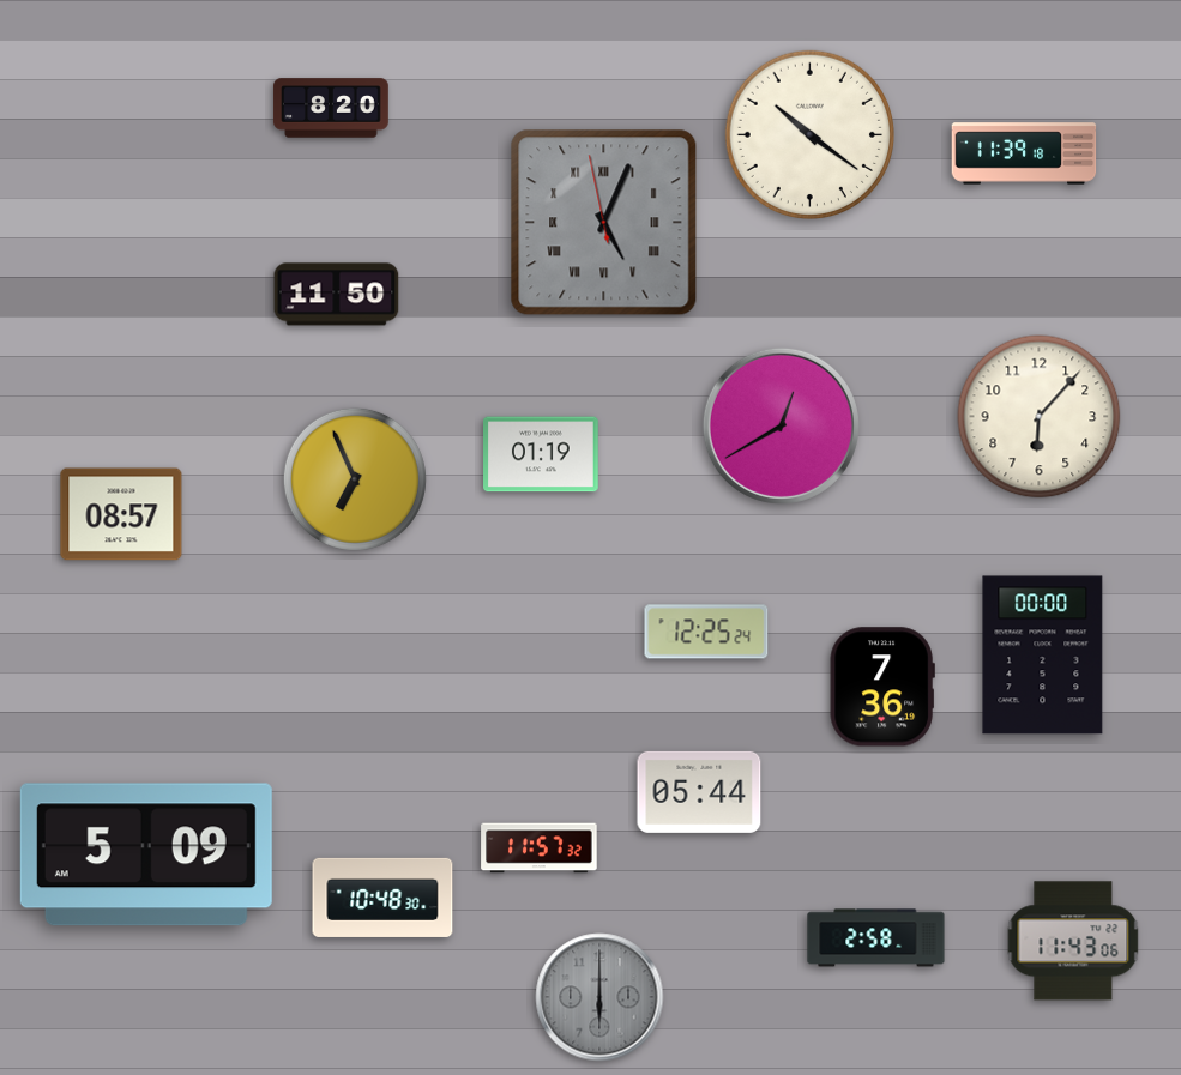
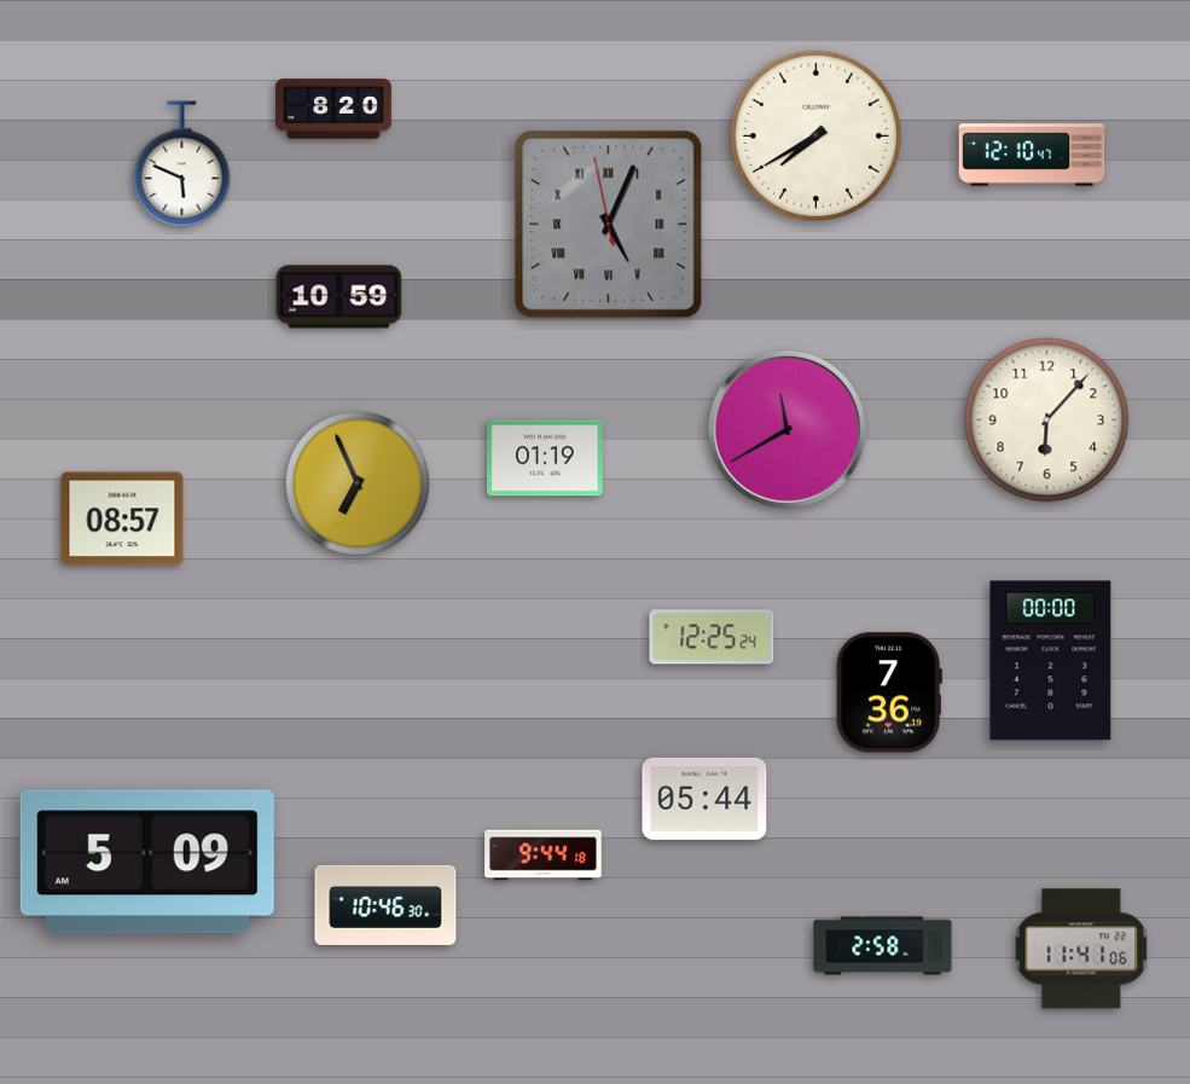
clock at (809, 134): 10:21 -> 7:40
clock at (1024, 153): 11:39 -> 12:10
clock at (182, 164): none -> 5:49
clock at (337, 295): 11:50 -> 10:59
clock at (781, 425): 12:40 -> 11:40
clock at (540, 848): 11:57 -> 9:44
clock at (382, 898): 10:48 -> 10:46
clock at (1073, 941): 11:43 -> 11:41
clock at (599, 997): 6:00 -> none
